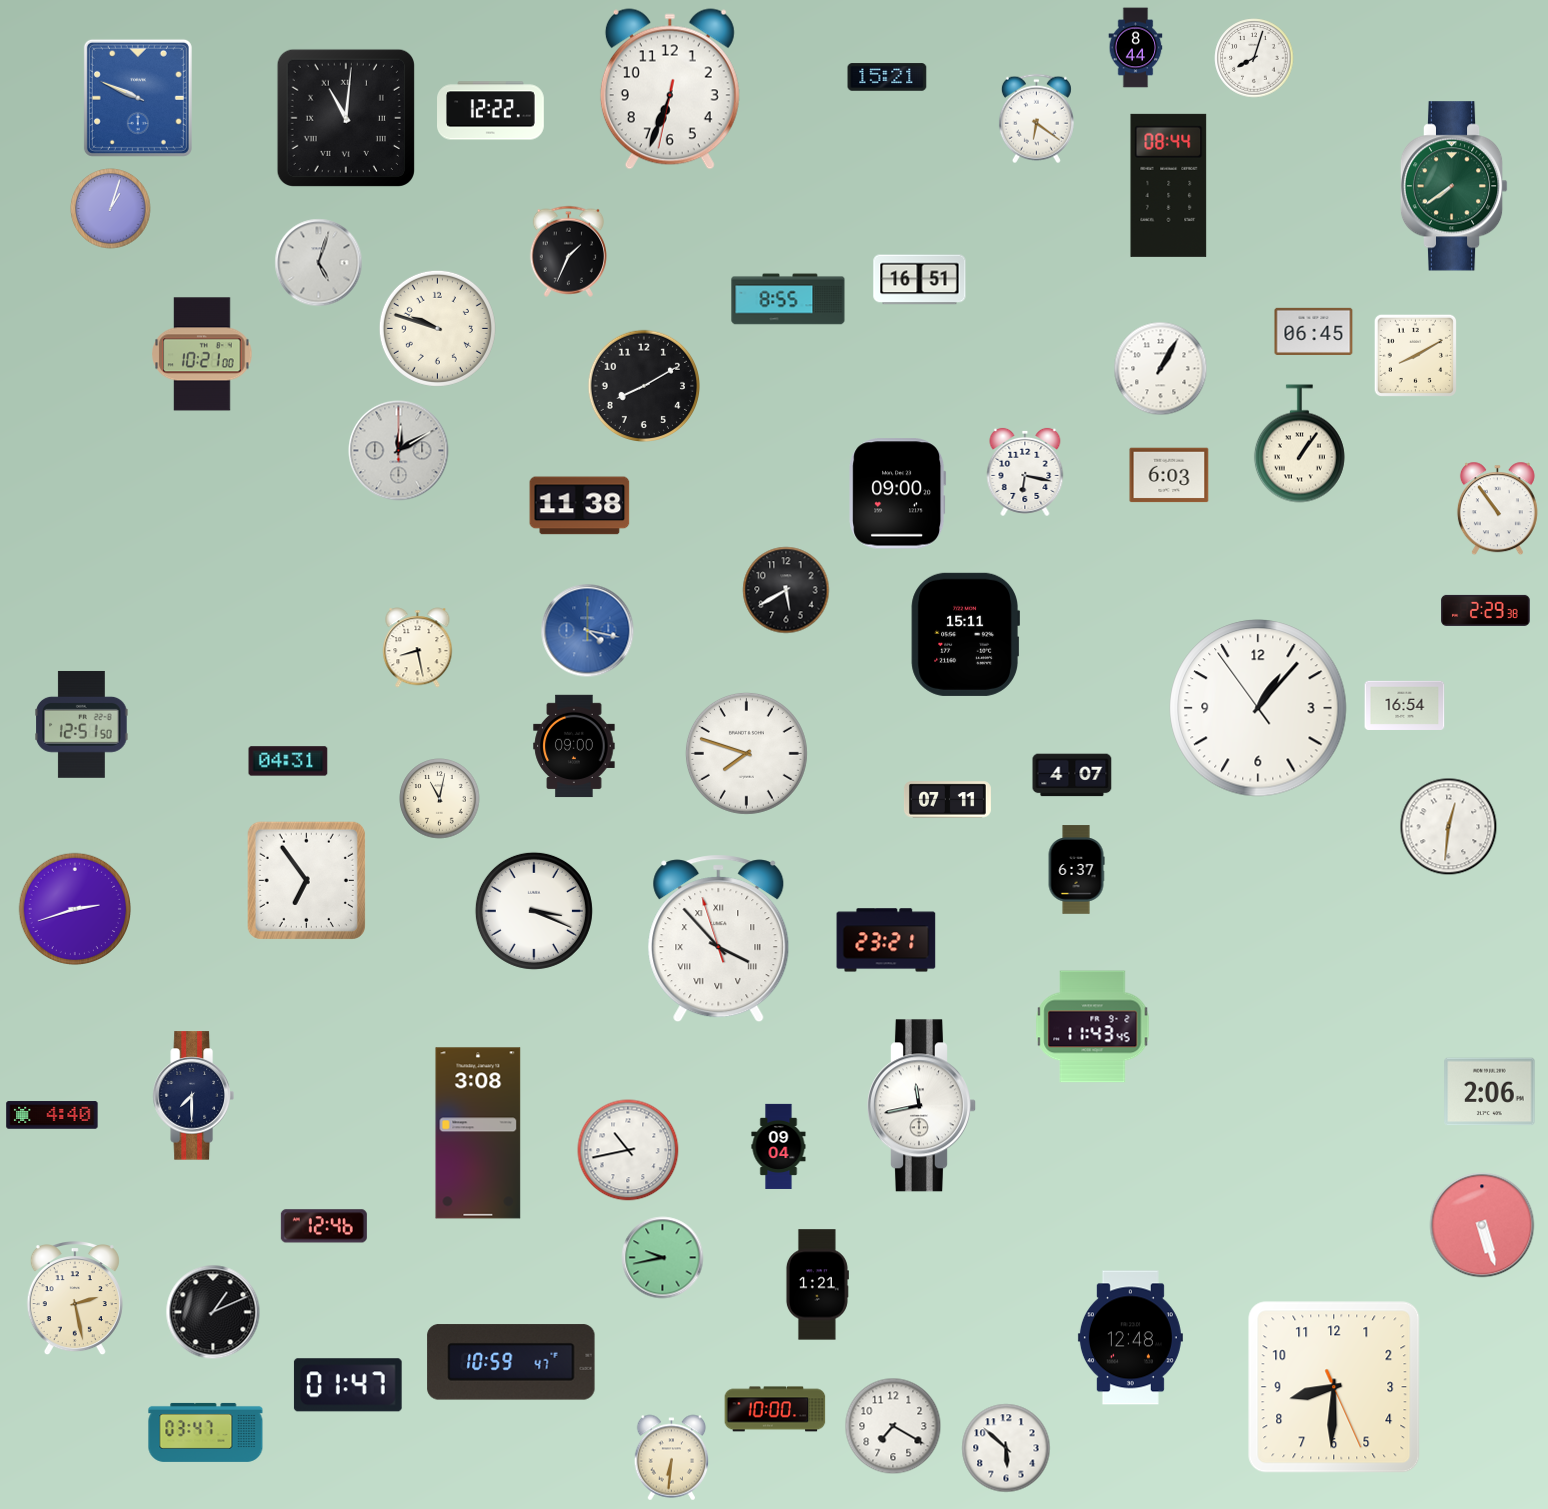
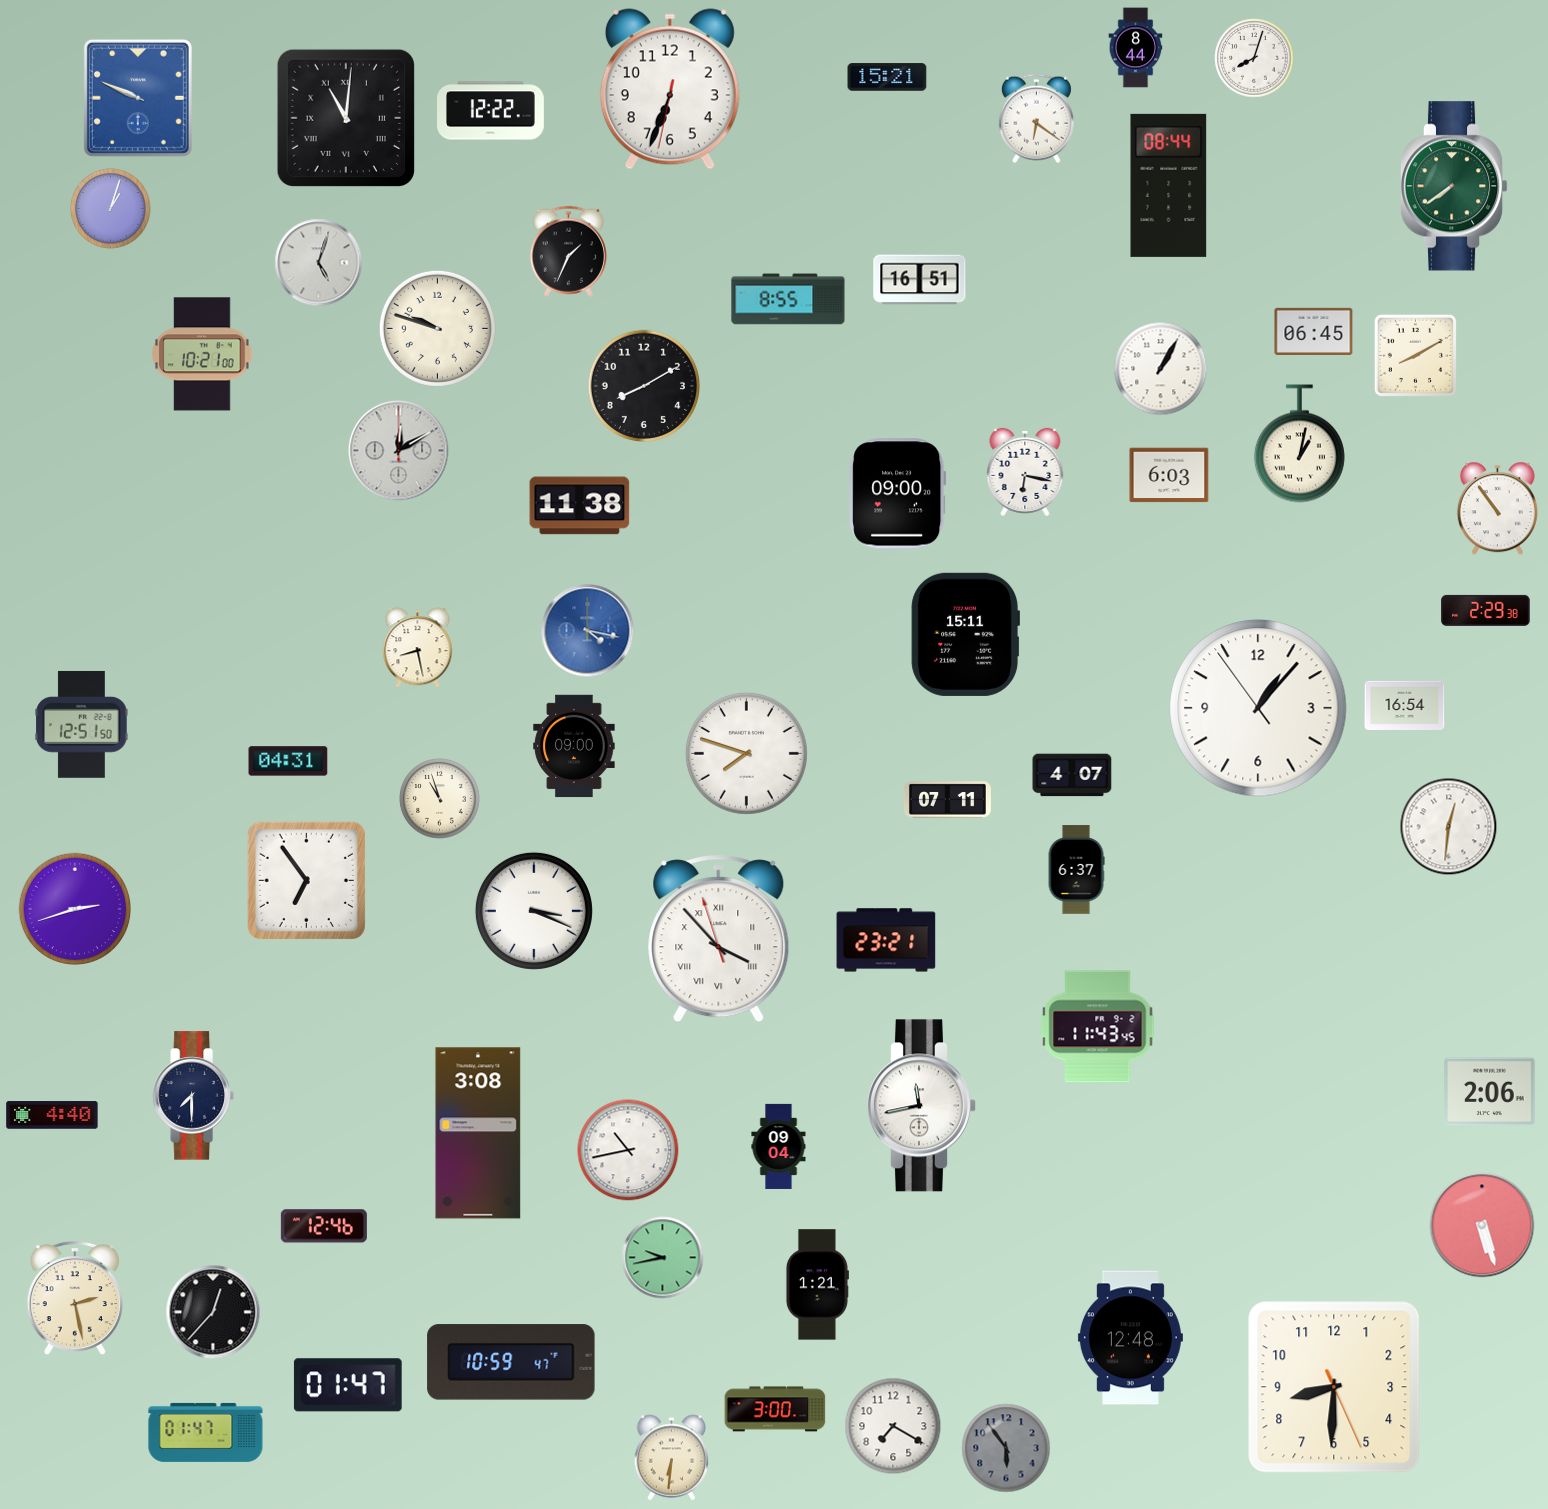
clock at (1299, 444): 1:06 -> 1:02
clock at (786, 590): 5:40 -> none
clock at (440, 799): 11:02 -> 10:57
clock at (1093, 1027) position: (1093, 1027) -> (1098, 1027)
clock at (213, 1312): 1:11 -> 12:37
clock at (775, 1409): 10:00 -> 3:00
clock at (206, 1432): 03:47 -> 01:47
clock at (1006, 1448): 5:52 -> 5:54
clock at (1006, 1448) dial: white -> grey
